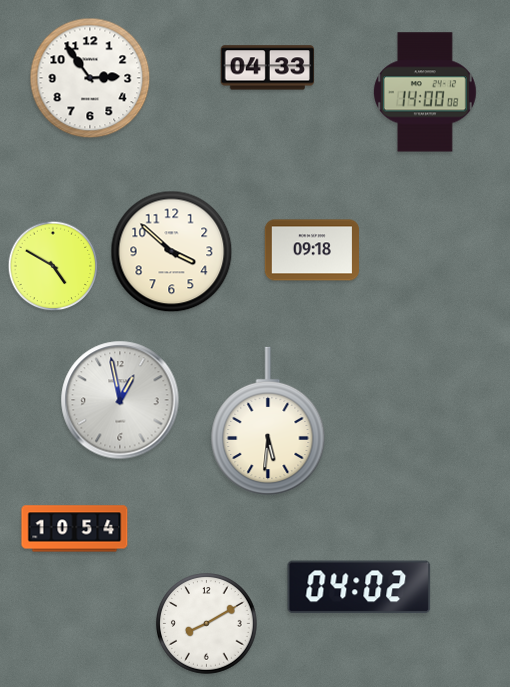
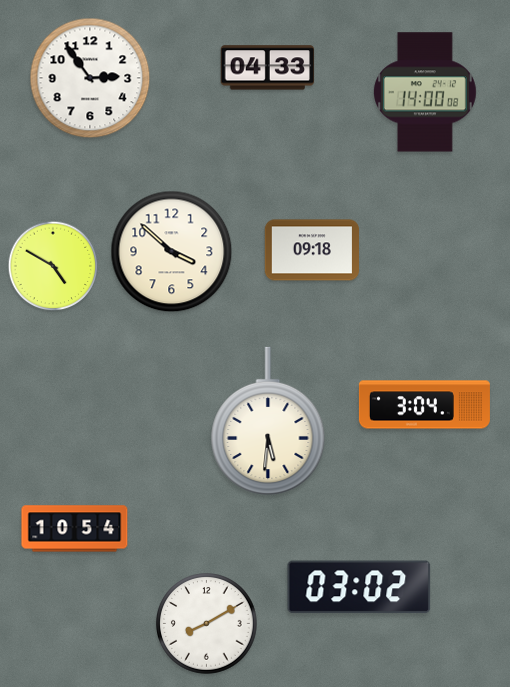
clock at (120, 400): 12:58 -> none
clock at (424, 405): none -> 3:04
clock at (359, 587): 04:02 -> 03:02
